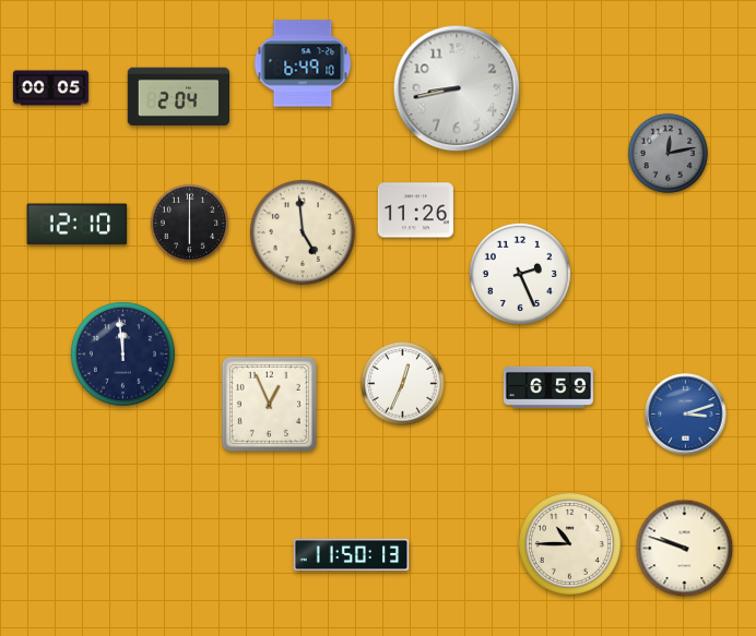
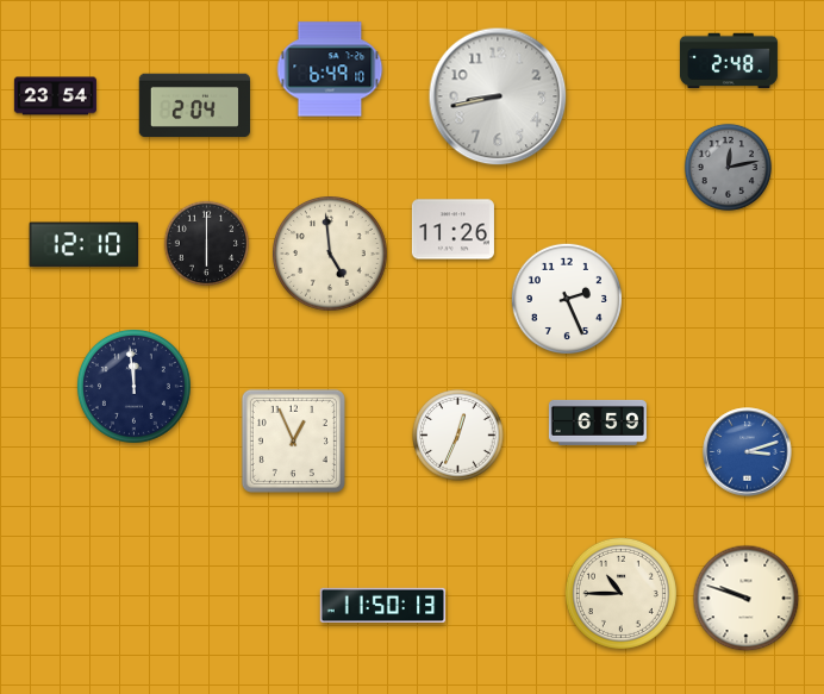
clock at (729, 61): none -> 2:48
clock at (50, 88): 00:05 -> 23:54
clock at (403, 384) position: (403, 384) -> (458, 436)
